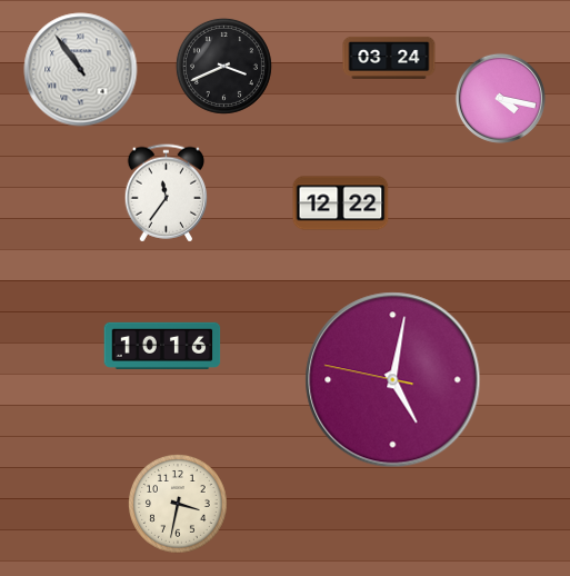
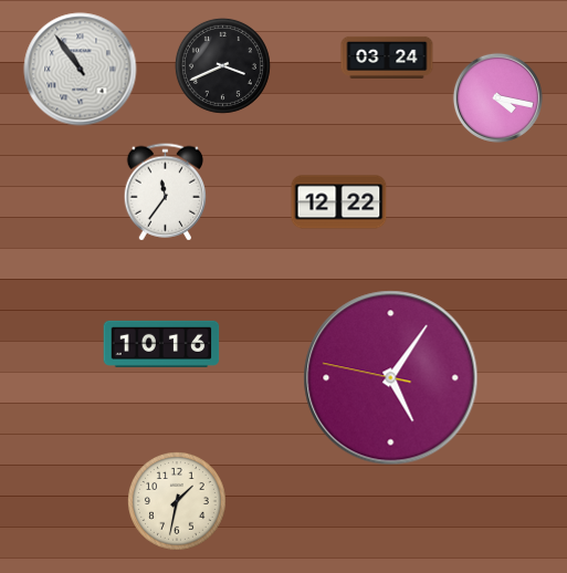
clock at (393, 380): 5:01 -> 5:05
clock at (179, 505): 3:32 -> 1:32
